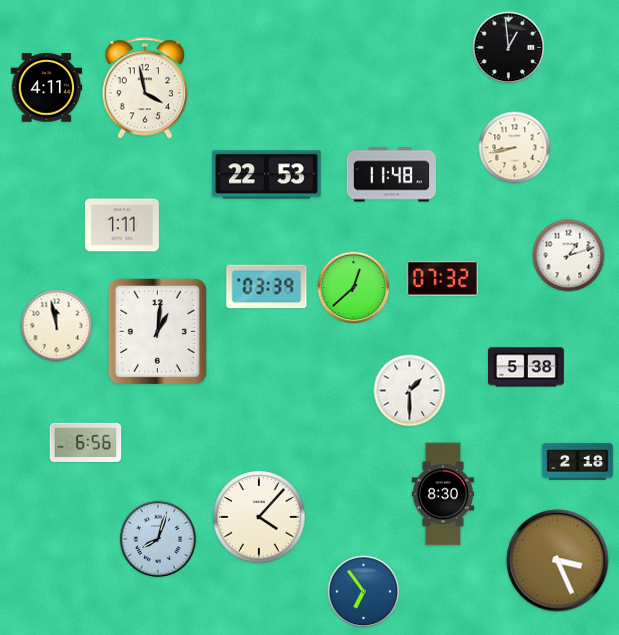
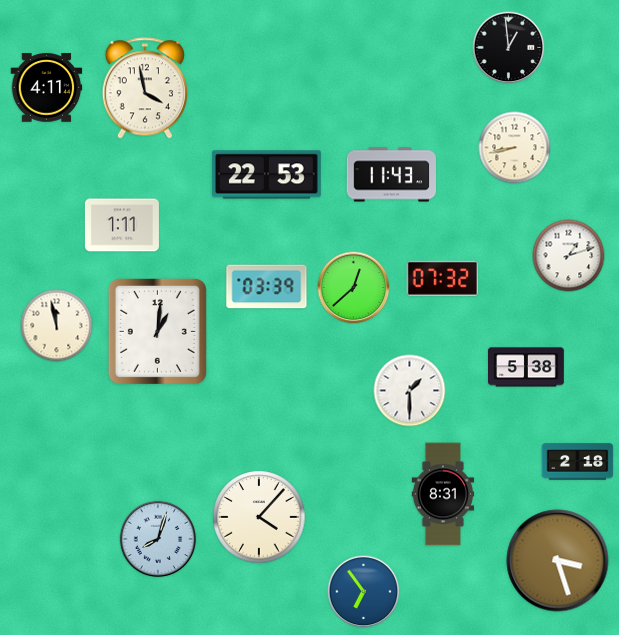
clock at (391, 175): 11:48 -> 11:43
clock at (86, 442): 6:56 -> none
clock at (442, 494): 8:30 -> 8:31
clock at (558, 561): 3:26 -> 3:27
